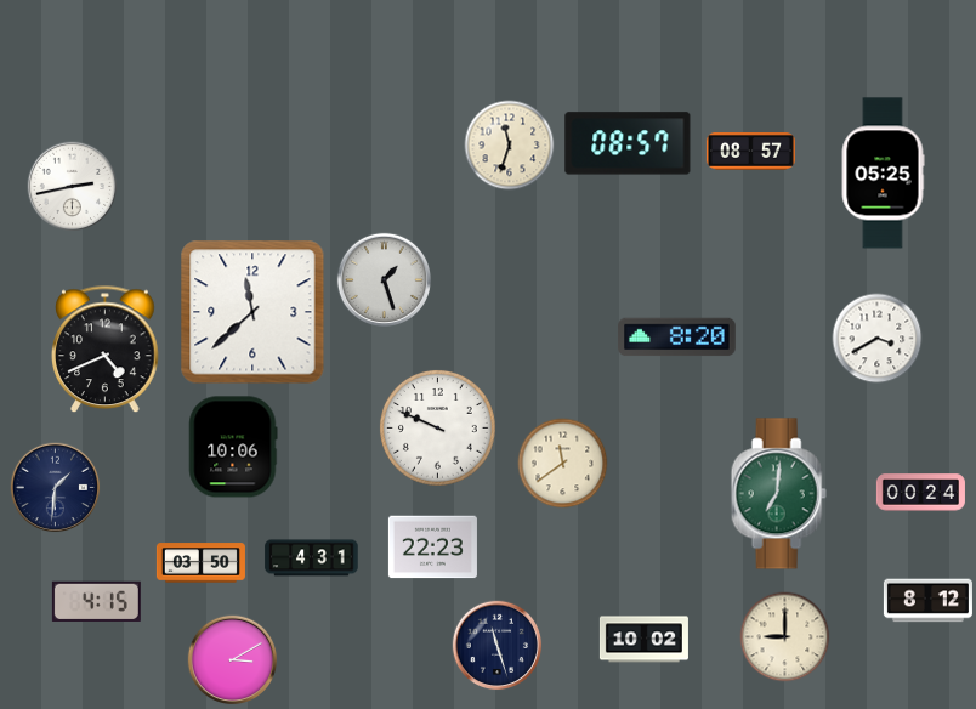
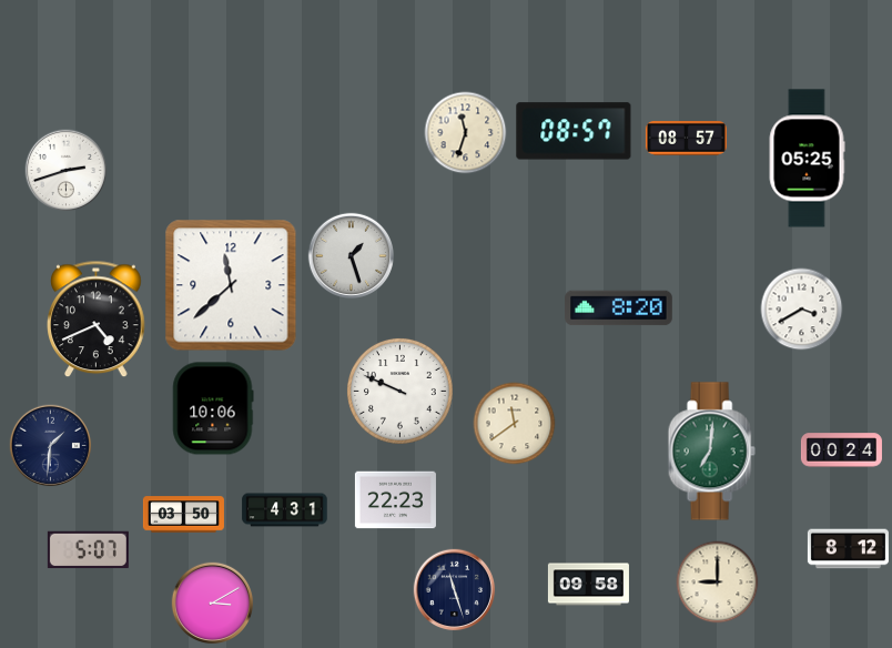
clock at (73, 187): 2:43 -> 2:42
clock at (96, 602): 4:15 -> 5:07
clock at (643, 640): 10:02 -> 09:58
